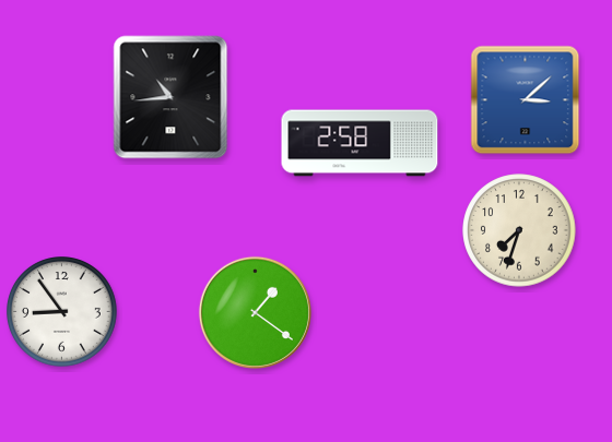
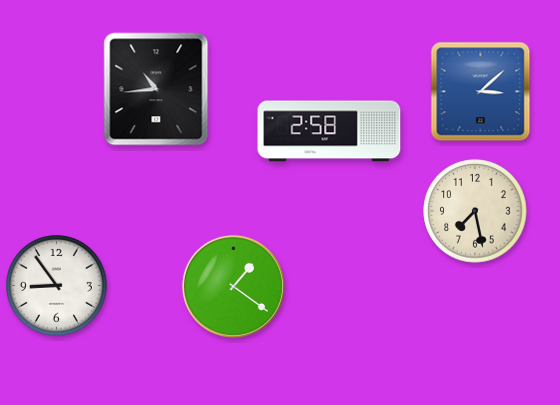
clock at (519, 230): 7:33 -> 7:28
